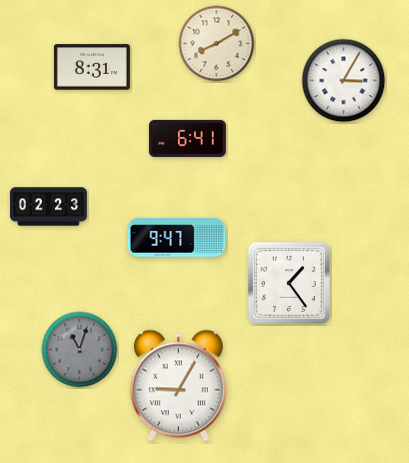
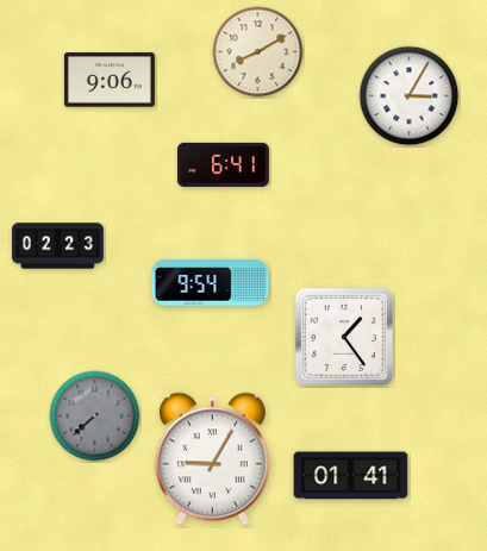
clock at (92, 67): 8:31 -> 9:06
clock at (177, 238): 9:47 -> 9:54
clock at (80, 350): 11:03 -> 7:38
clock at (351, 476): none -> 01:41
